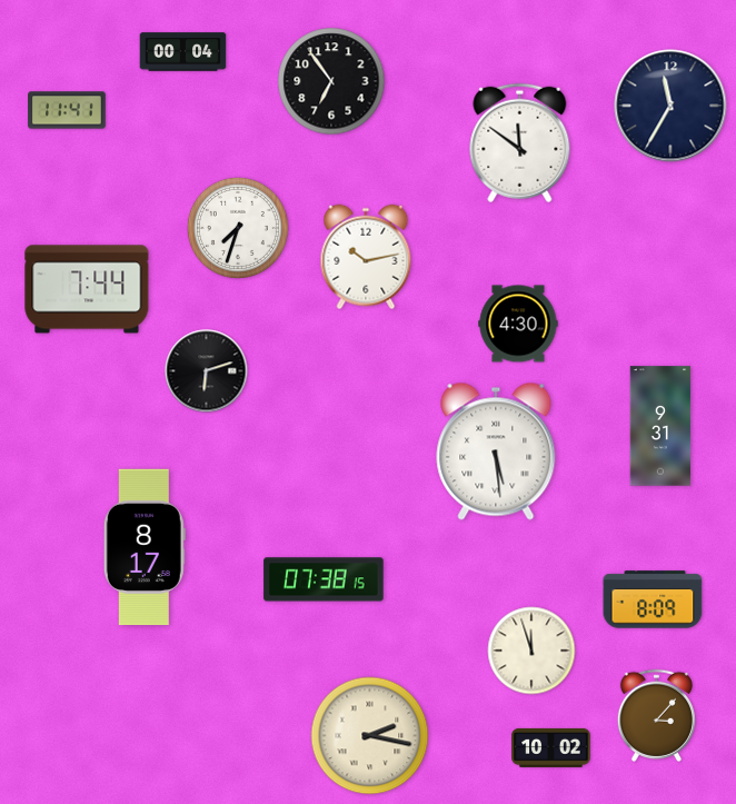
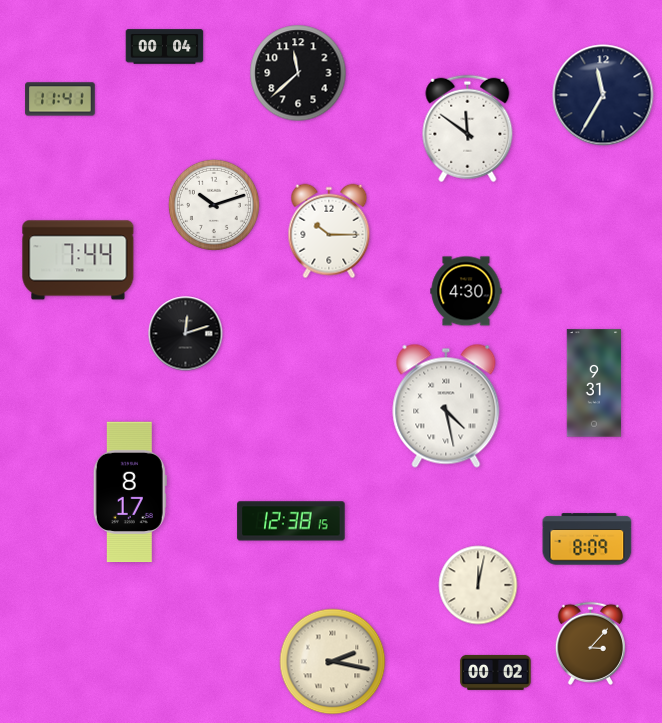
clock at (331, 81): 6:54 -> 11:38
clock at (238, 228): 7:33 -> 10:12
clock at (366, 257): 10:13 -> 10:15
clock at (207, 371): 6:12 -> 12:12
clock at (496, 451): 5:29 -> 4:28
clock at (324, 579): 07:38 -> 12:38
clock at (531, 651): 11:57 -> 12:02
clock at (551, 747): 10:02 -> 00:02
